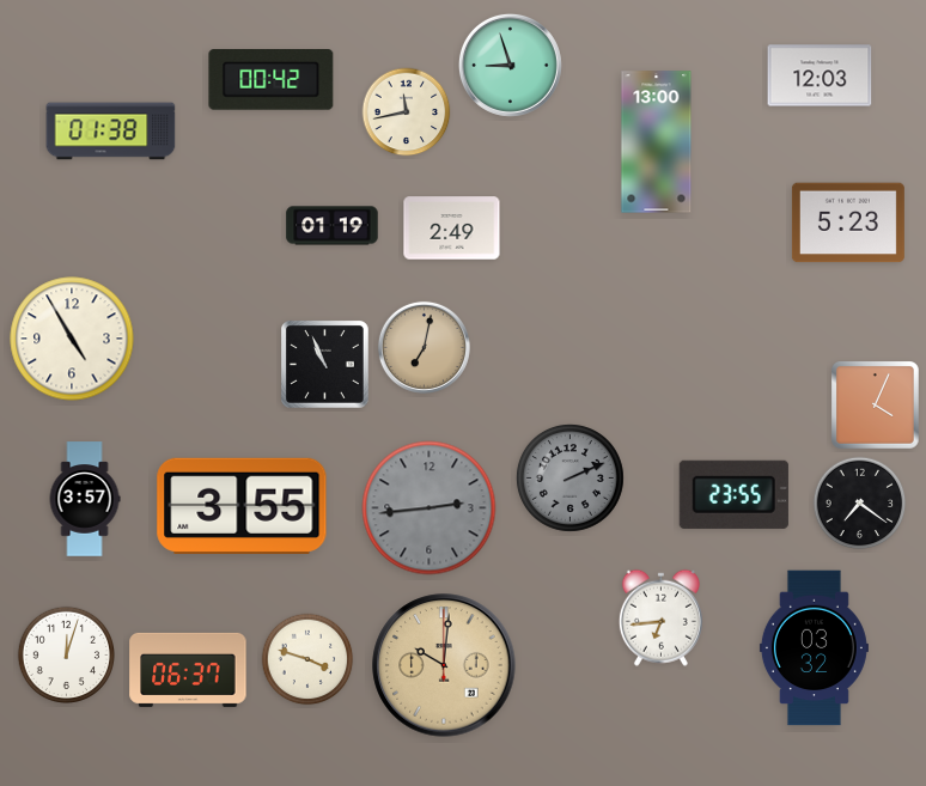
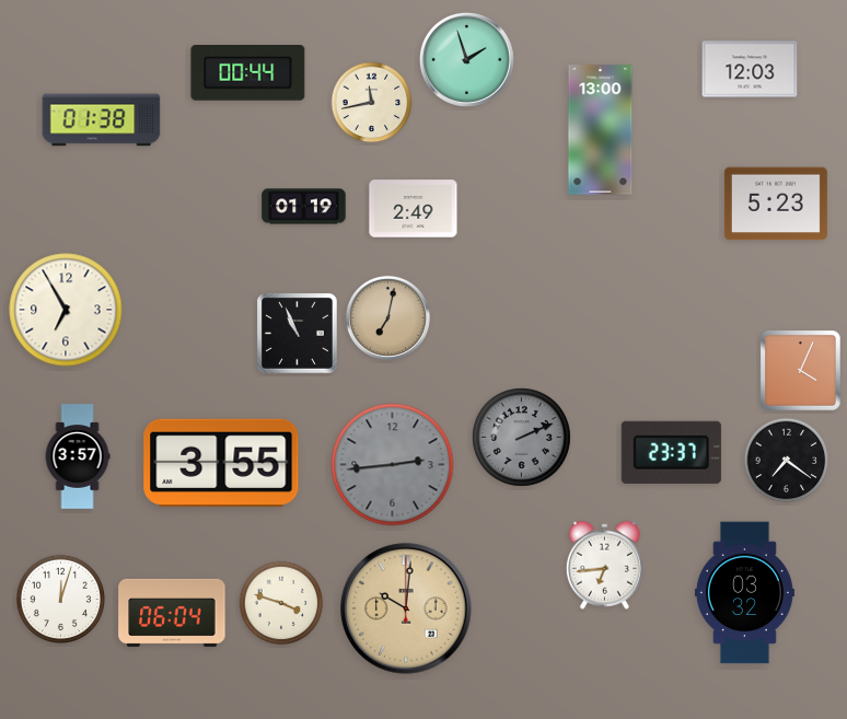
clock at (510, 65): 8:57 -> 1:57
clock at (272, 80): 00:42 -> 00:44
clock at (72, 339): 4:55 -> 6:55
clock at (733, 494): 23:55 -> 23:37
clock at (188, 670): 06:37 -> 06:04
